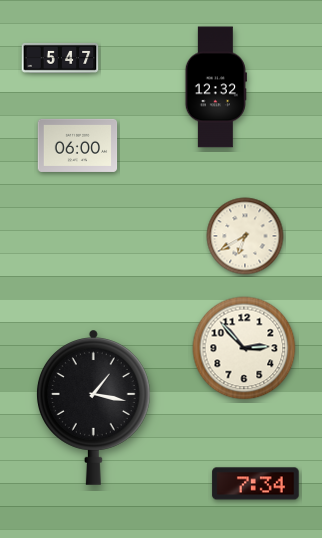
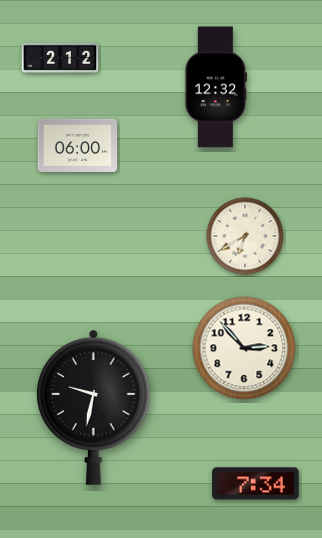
clock at (60, 58): 5:47 -> 2:12
clock at (93, 407): 1:17 -> 9:32
